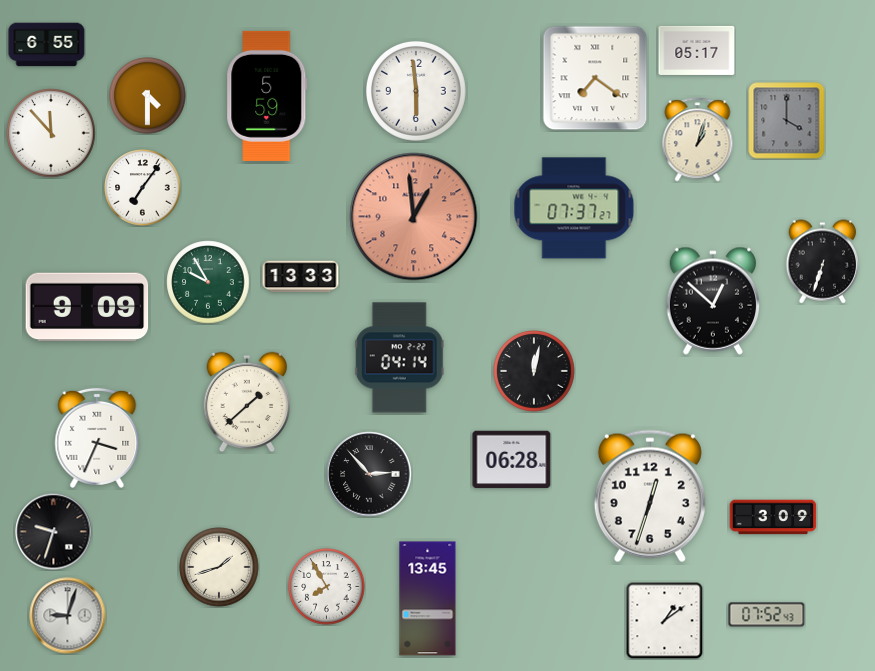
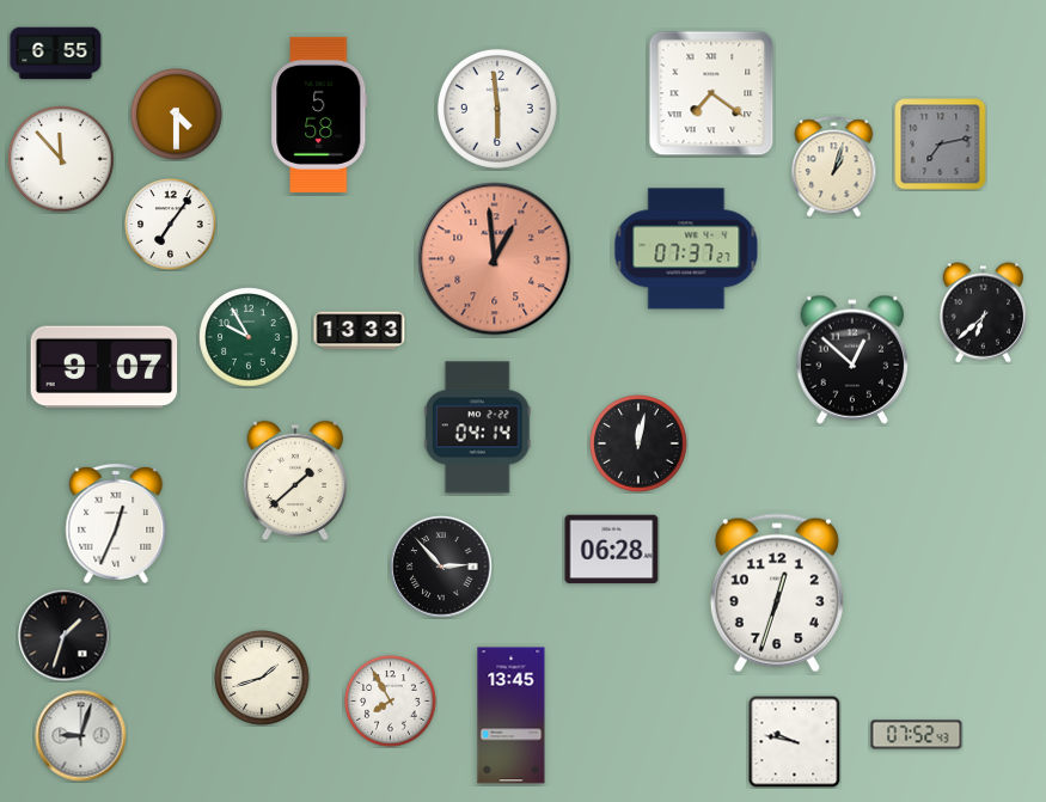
clock at (697, 50): 05:17 -> none
clock at (267, 96): 5:59 -> 5:58
clock at (787, 121): 4:00 -> 7:13
clock at (823, 262): 6:33 -> 6:38
clock at (87, 307): 9:09 -> 9:07
clock at (97, 438): 3:34 -> 12:34
clock at (773, 517): 3:09 -> none
clock at (54, 532): 9:33 -> 1:33
clock at (664, 620): 1:09 -> 9:47
